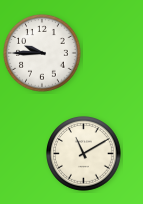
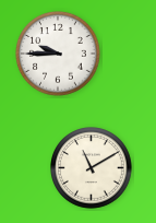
clock at (42, 53) position: (42, 53) -> (58, 54)
